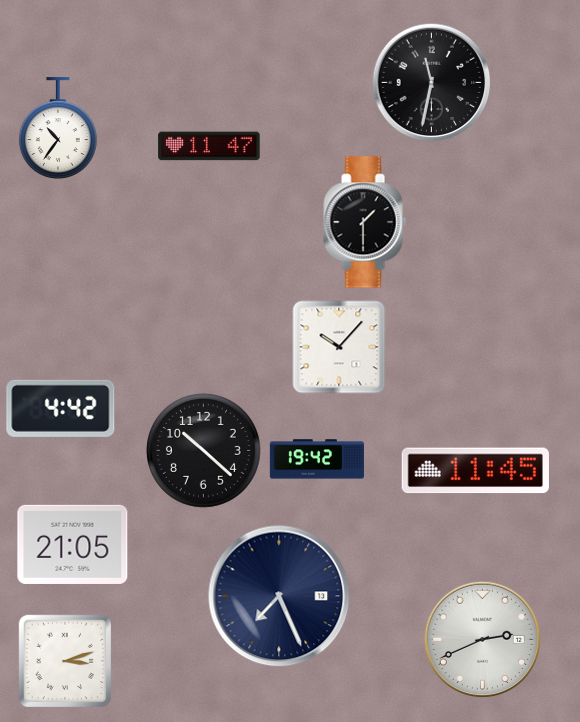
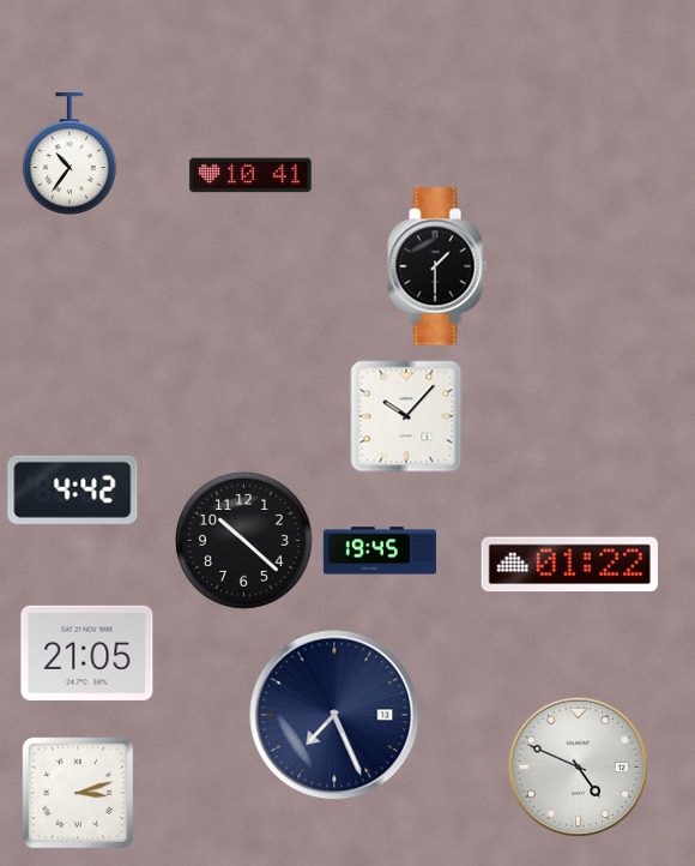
clock at (432, 83): 11:32 -> none
clock at (209, 146): 11:47 -> 10:41
clock at (317, 459): 19:42 -> 19:45
clock at (475, 471): 11:45 -> 01:22
clock at (483, 640): 2:41 -> 4:49
